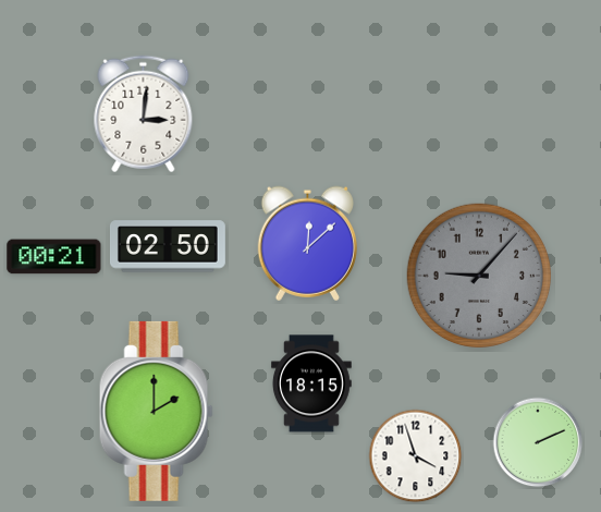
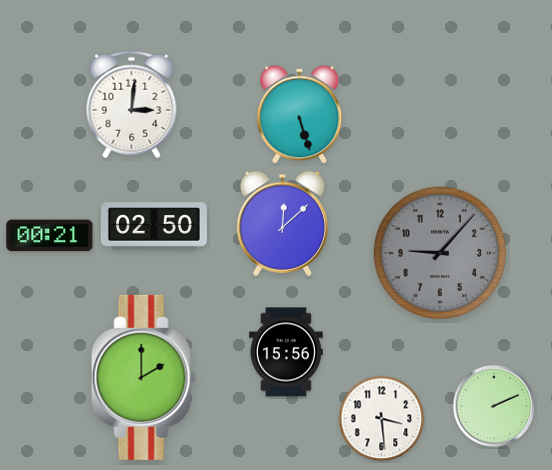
clock at (300, 115): none -> 5:27
clock at (311, 383): 18:15 -> 15:56
clock at (416, 456): 3:57 -> 3:29
